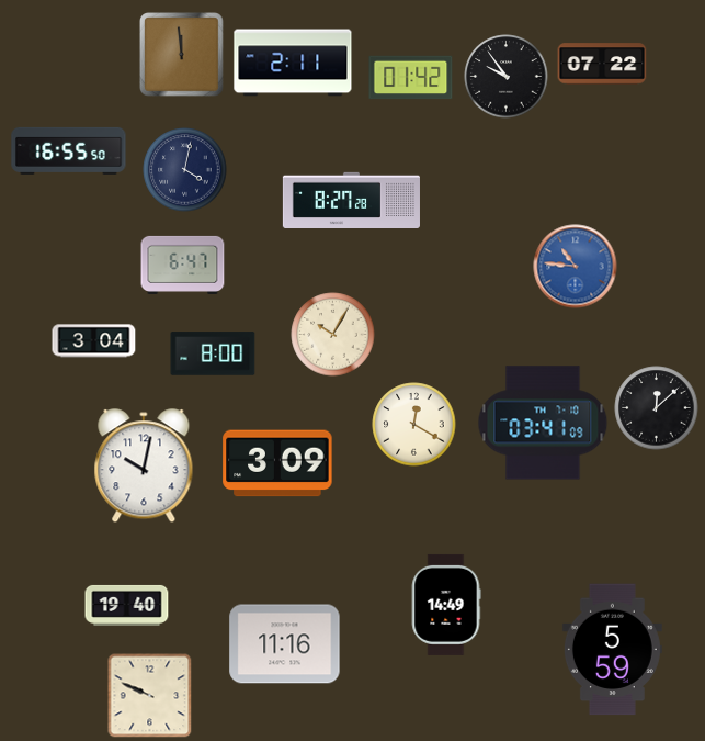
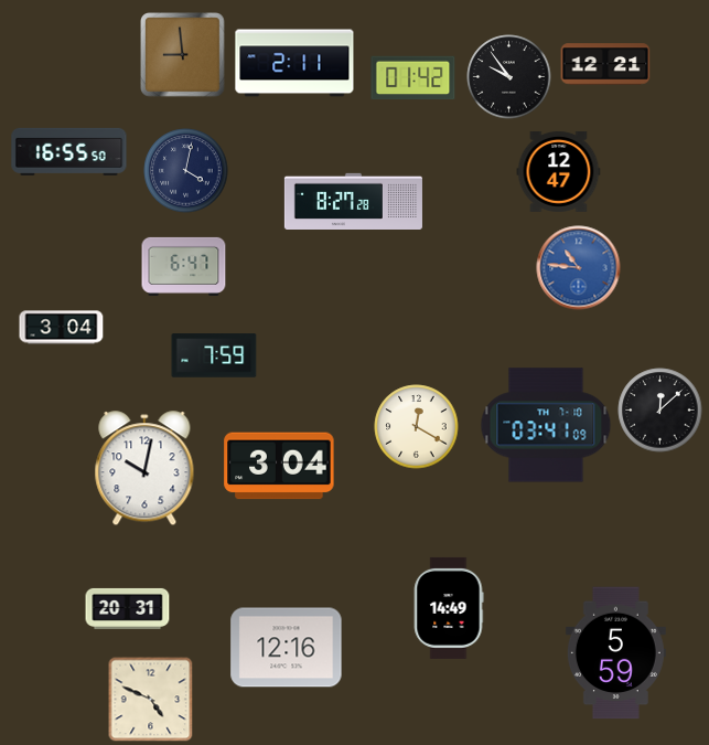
clock at (182, 55): 11:59 -> 8:59
clock at (602, 64): 07:22 -> 12:21
clock at (559, 171): none -> 12:47
clock at (333, 335): 10:05 -> none
clock at (94, 341) position: (94, 341) -> (62, 328)
clock at (213, 353): 8:00 -> 7:59
clock at (277, 463): 3:09 -> 3:04
clock at (127, 605): 19:40 -> 20:31
clock at (285, 644): 11:16 -> 12:16
clock at (149, 695): 9:49 -> 4:49
